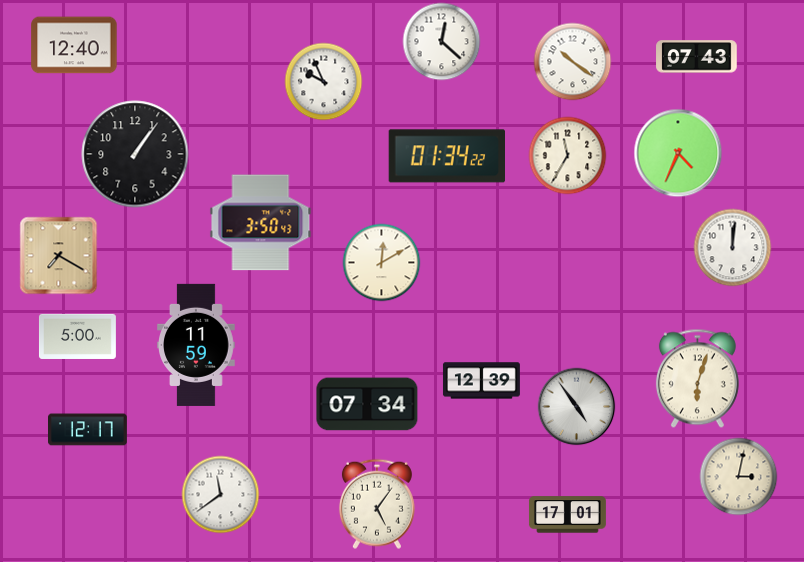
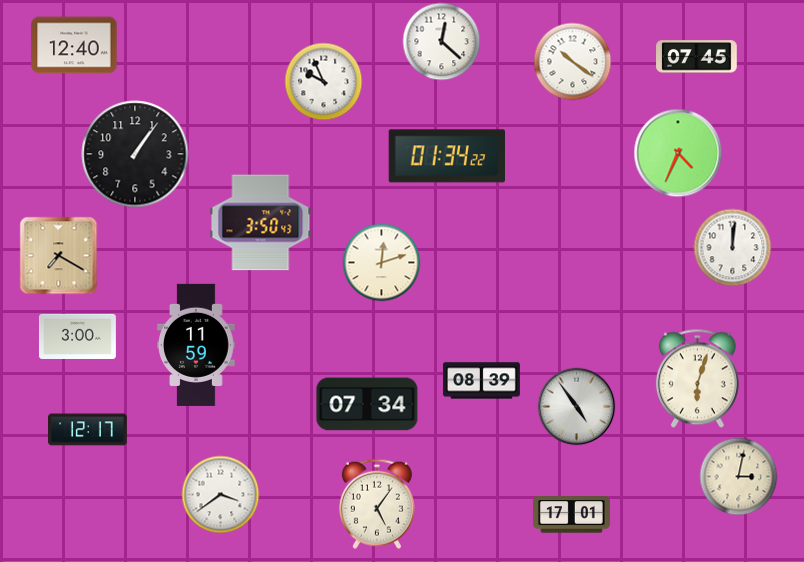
clock at (697, 57): 07:43 -> 07:45
clock at (567, 155): 11:35 -> none
clock at (381, 262): 12:10 -> 12:12
clock at (77, 336): 5:00 -> 3:00
clock at (481, 381): 12:39 -> 08:39
clock at (220, 494): 11:39 -> 3:39
clock at (567, 515) position: (567, 515) -> (571, 515)
